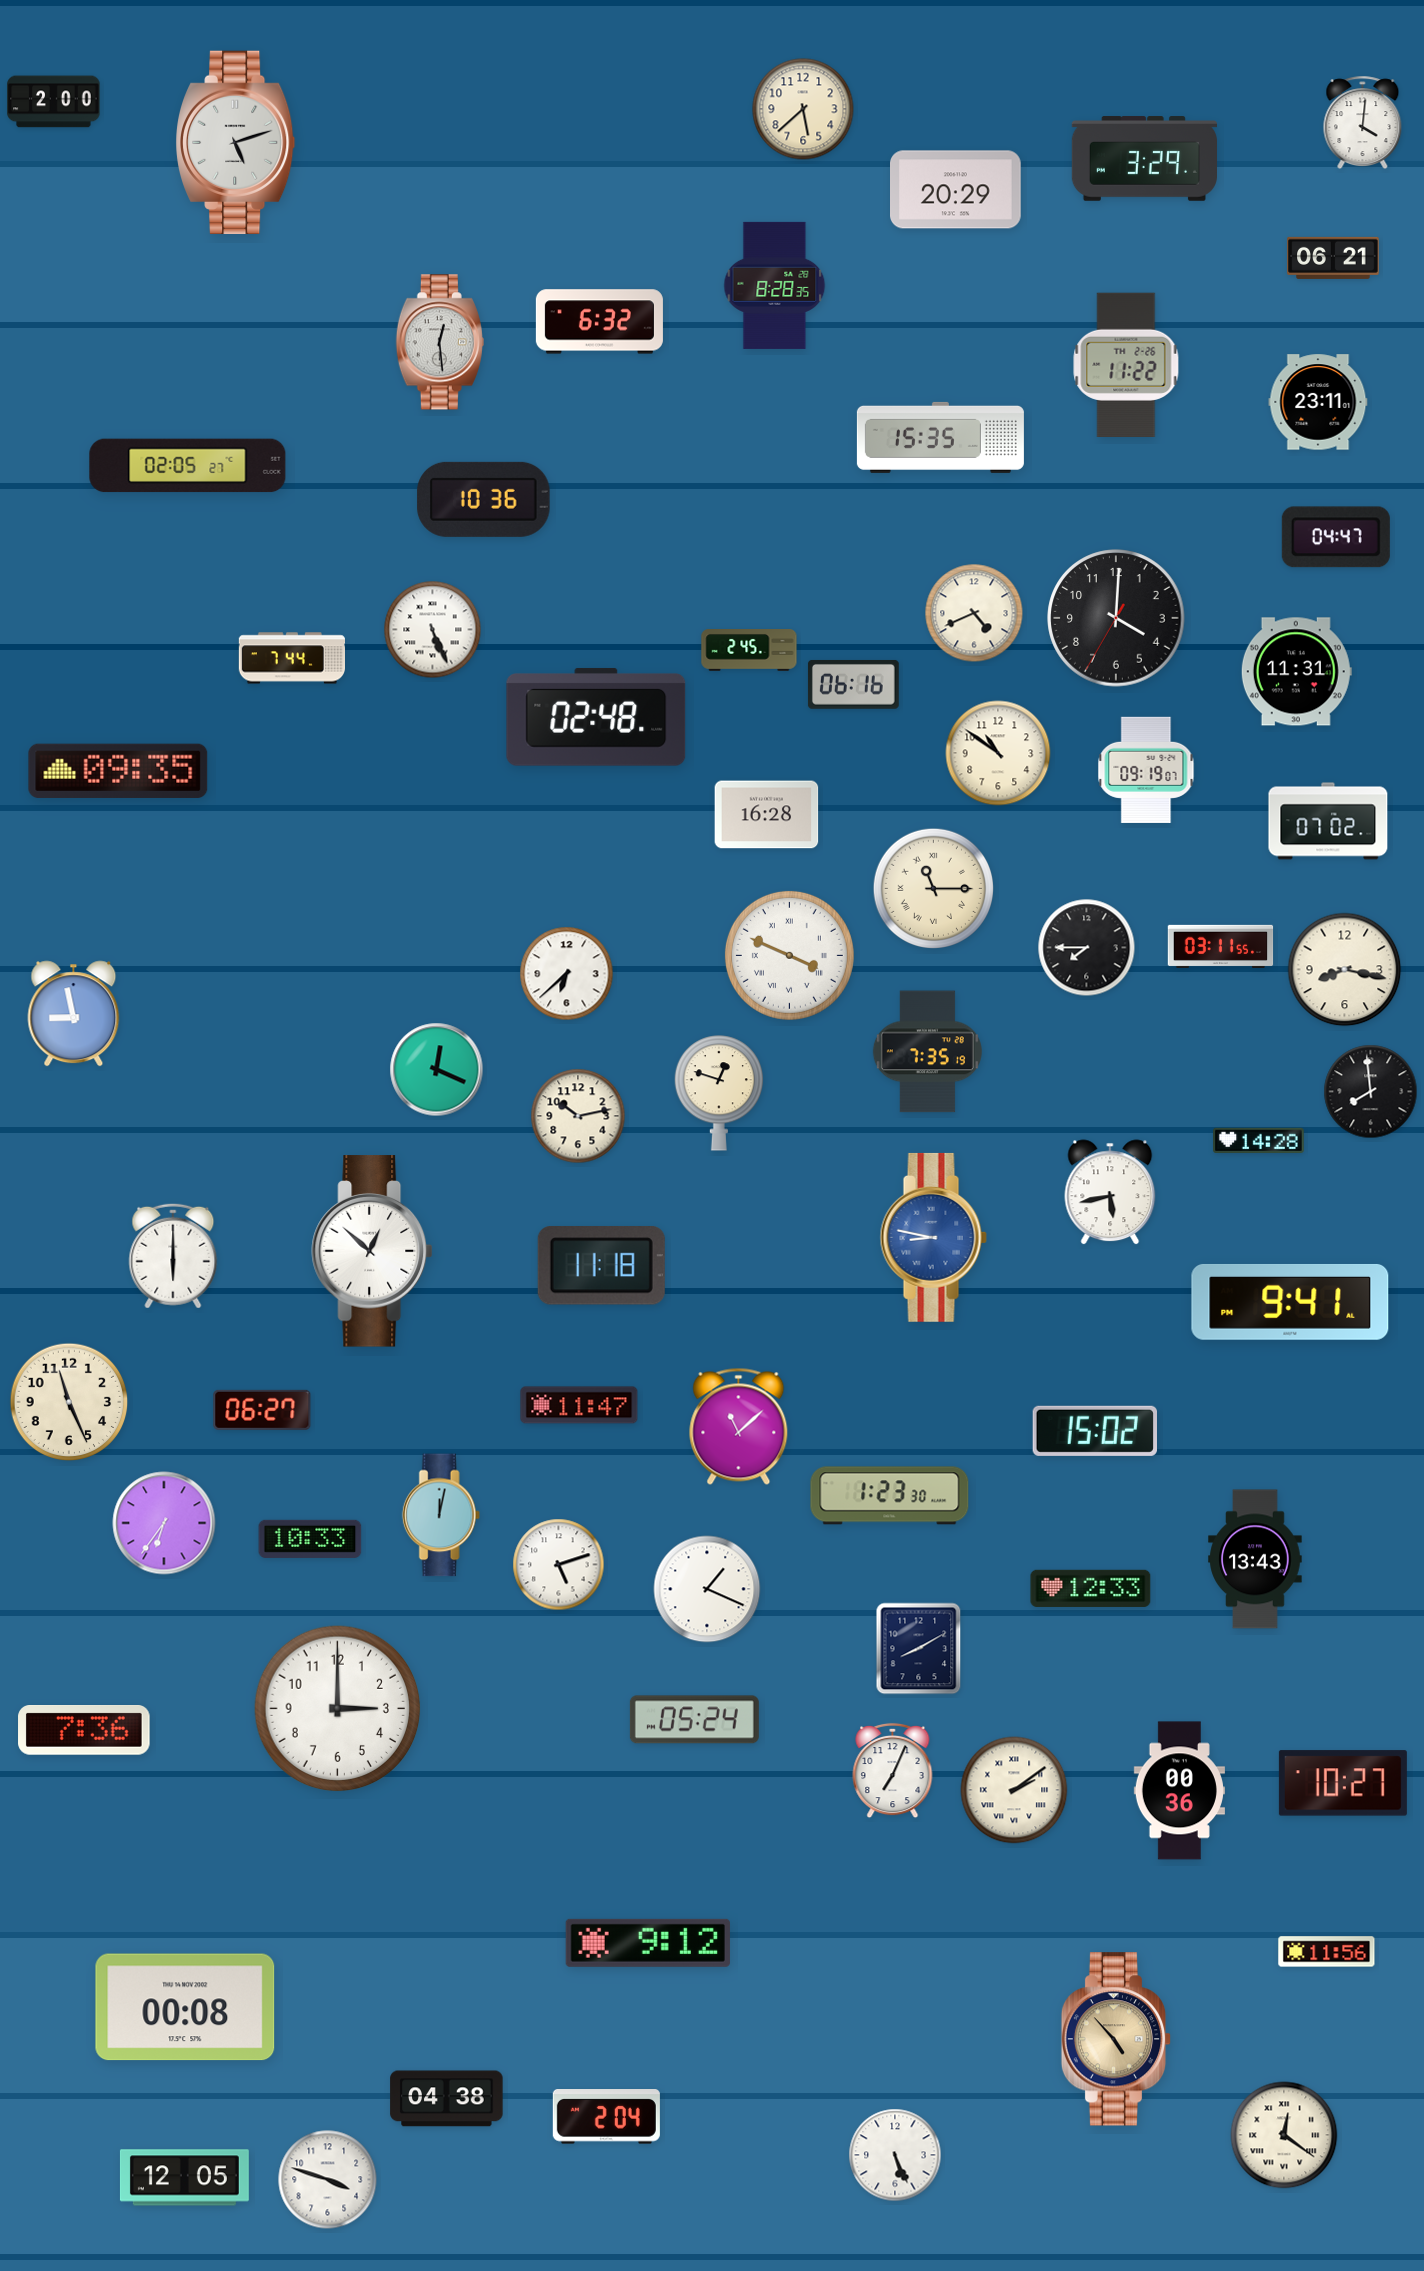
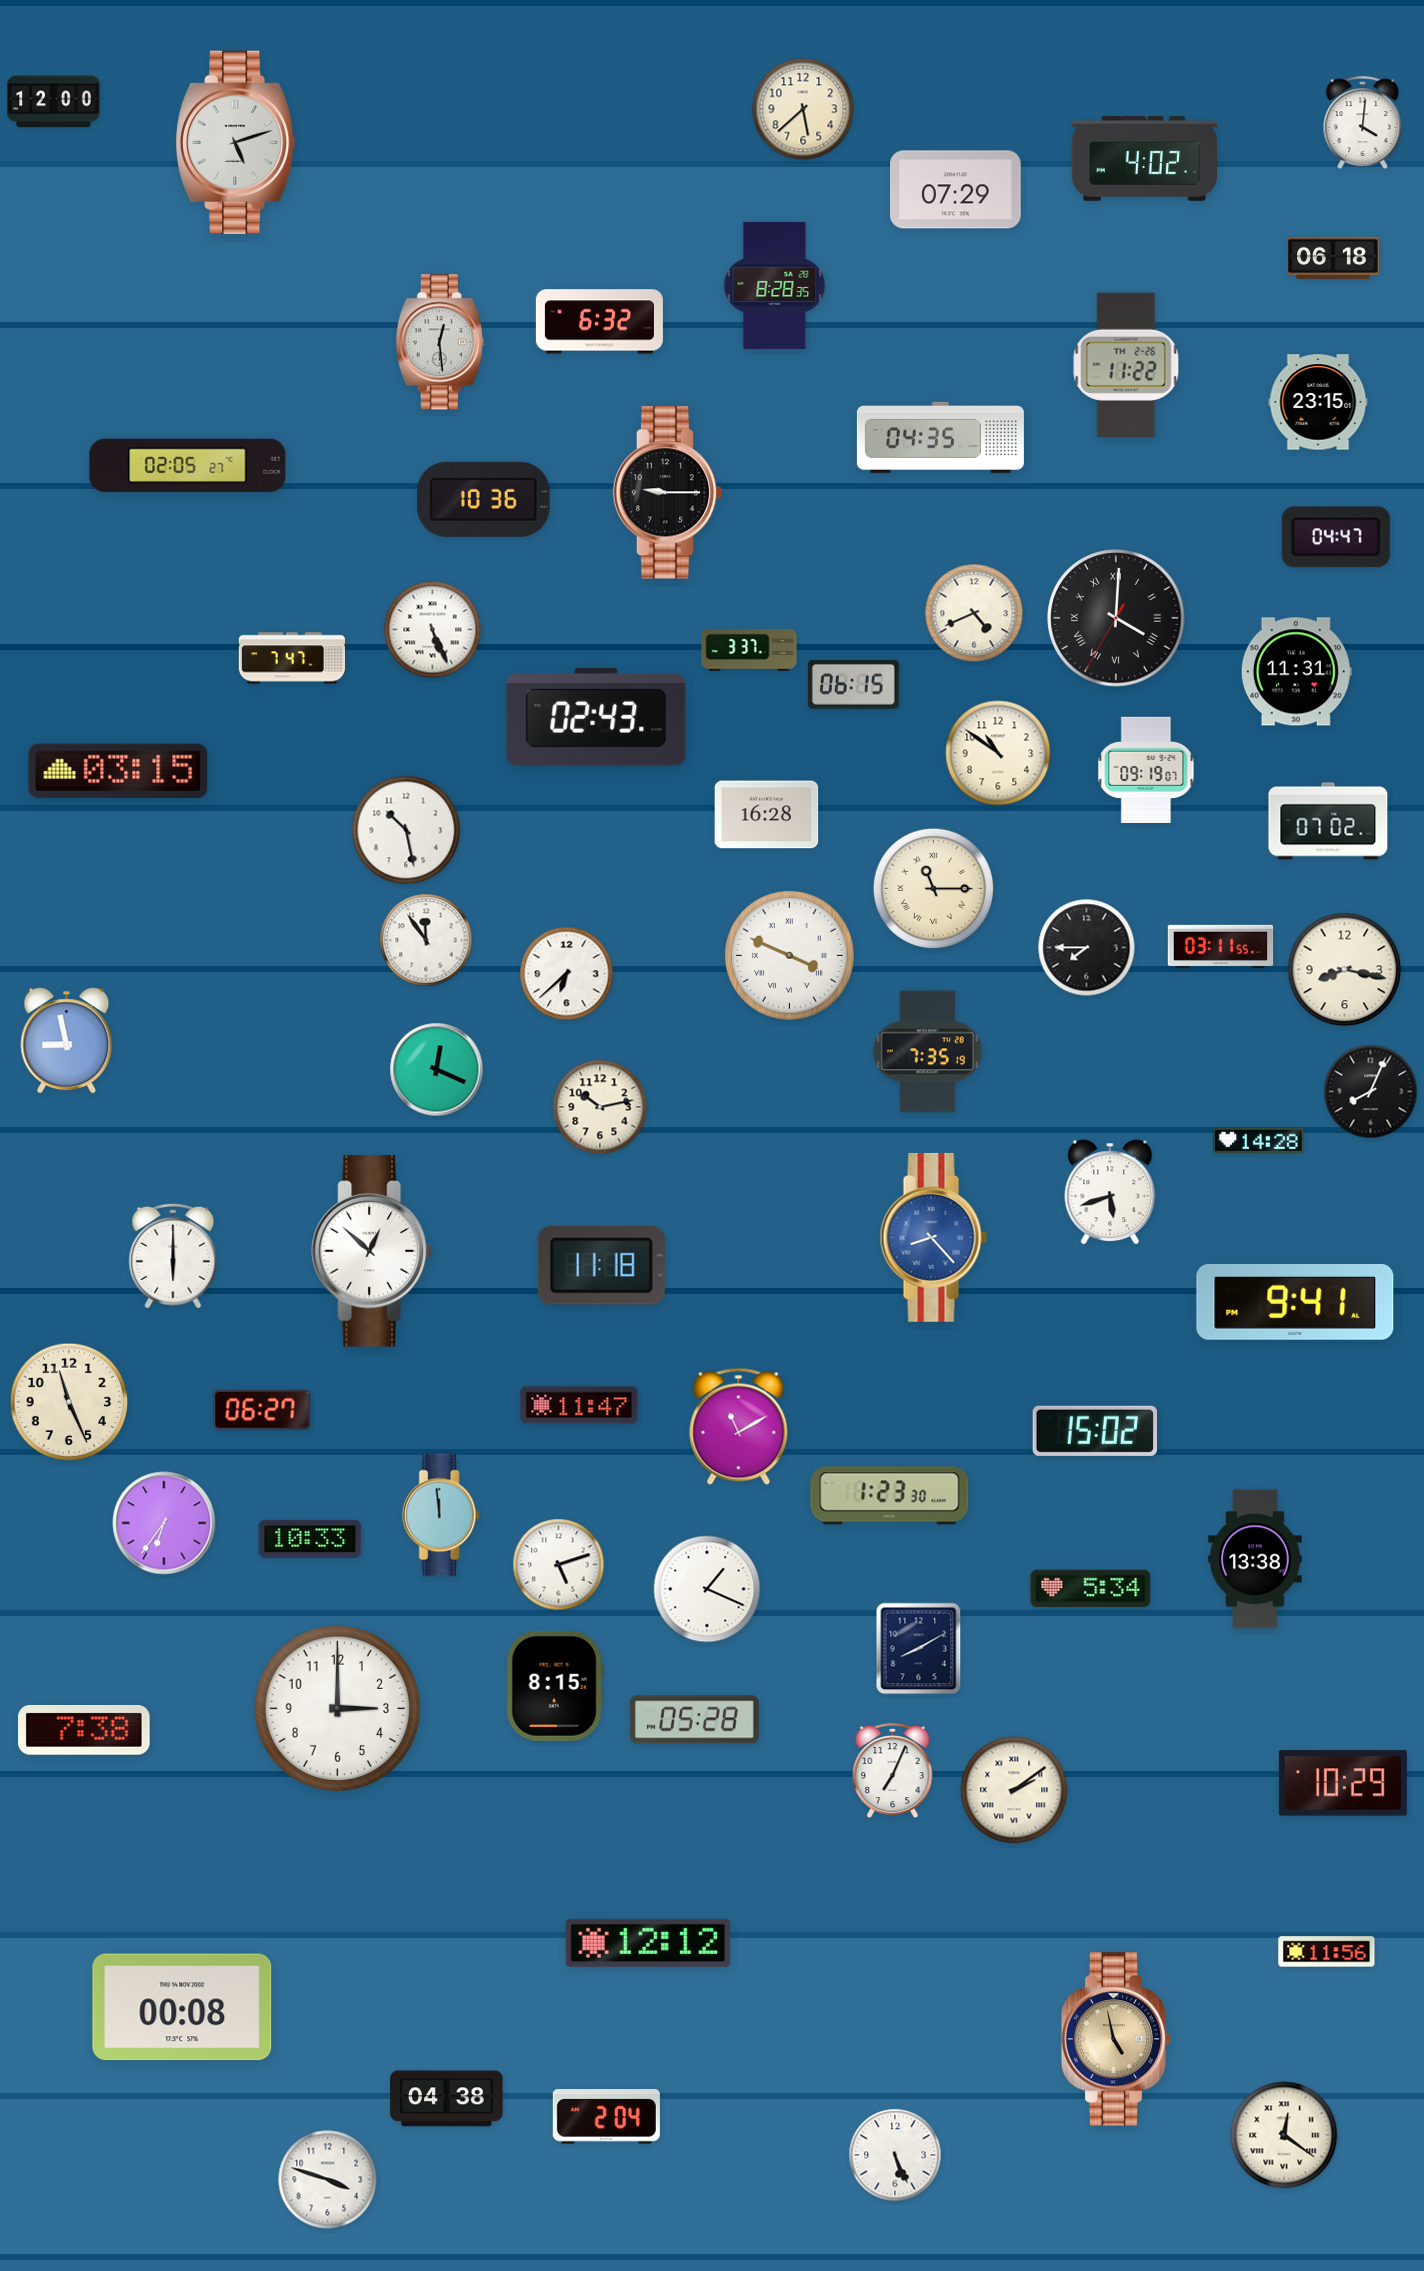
clock at (54, 102): 2:00 -> 12:00
clock at (1144, 159): 3:29 -> 4:02
clock at (956, 190): 20:29 -> 07:29
clock at (1333, 258): 06:21 -> 06:18
clock at (1318, 402): 23:11 -> 23:15
clock at (940, 437): 15:35 -> 04:35
clock at (668, 493): none -> 9:15
clock at (1116, 618) numerals: Arabic -> Roman
clock at (749, 651): 2:45 -> 3:37
clock at (291, 658): 7:44 -> 7:47
clock at (853, 685): 06:16 -> 06:15
clock at (596, 717): 02:48 -> 02:43
clock at (118, 771): 09:35 -> 03:15
clock at (406, 830): none -> 10:28
clock at (426, 940): none -> 11:54
clock at (74, 1014) position: (74, 1014) -> (67, 1041)
clock at (1371, 1092): 7:59 -> 8:04
clock at (719, 1093): 12:48 -> none
clock at (578, 1116) position: (578, 1116) -> (600, 1107)
clock at (1110, 1192): 5:43 -> 5:42
clock at (933, 1237): 8:47 -> 8:23
clock at (1290, 1302) position: (1290, 1302) -> (1295, 1302)
clock at (739, 1426): 11:08 -> 11:10
clock at (441, 1515): 12:02 -> 11:59
clock at (1255, 1559): 13:43 -> 13:38
clock at (1091, 1588): 12:33 -> 5:34
clock at (555, 1686): none -> 8:15
clock at (694, 1720): 05:24 -> 05:28
clock at (84, 1731): 7:36 -> 7:38
clock at (1343, 1783): 10:27 -> 10:29
clock at (1179, 1791): 00:36 -> none
clock at (648, 1943): 9:12 -> 12:12
clock at (185, 2007) position: (185, 2007) -> (182, 2007)
clock at (1116, 2039): 4:53 -> 4:58
clock at (184, 2178): 12:05 -> none
